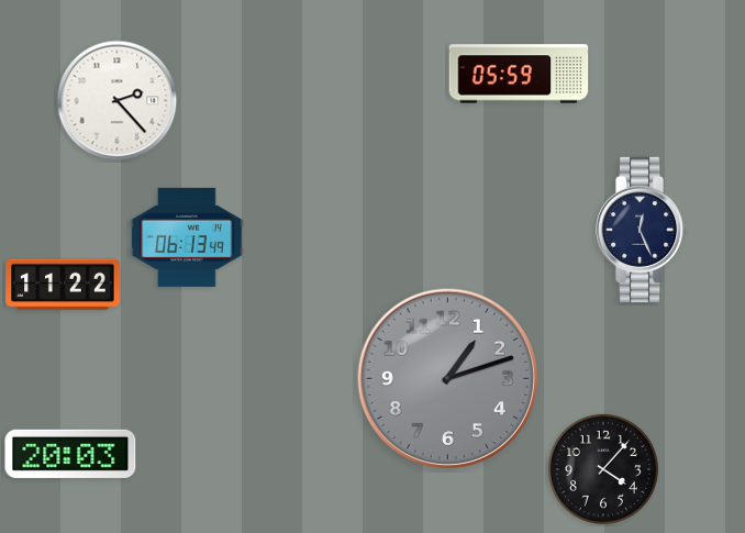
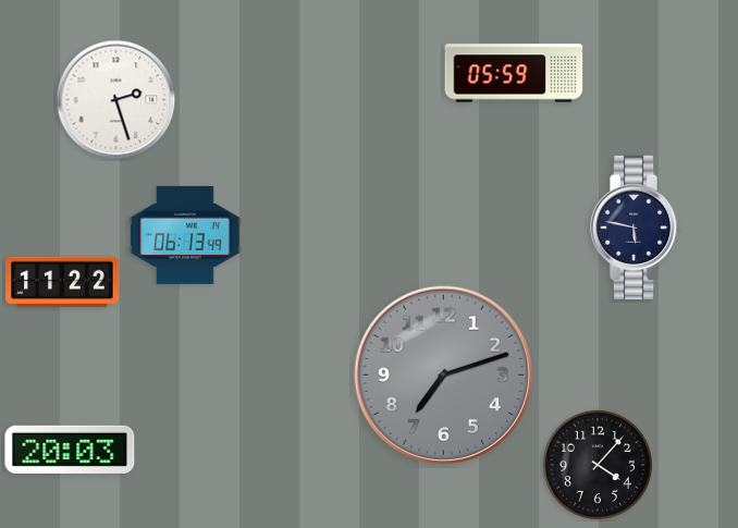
clock at (118, 101): 2:23 -> 2:27
clock at (643, 230): 12:26 -> 5:47
clock at (447, 378): 1:12 -> 7:12
